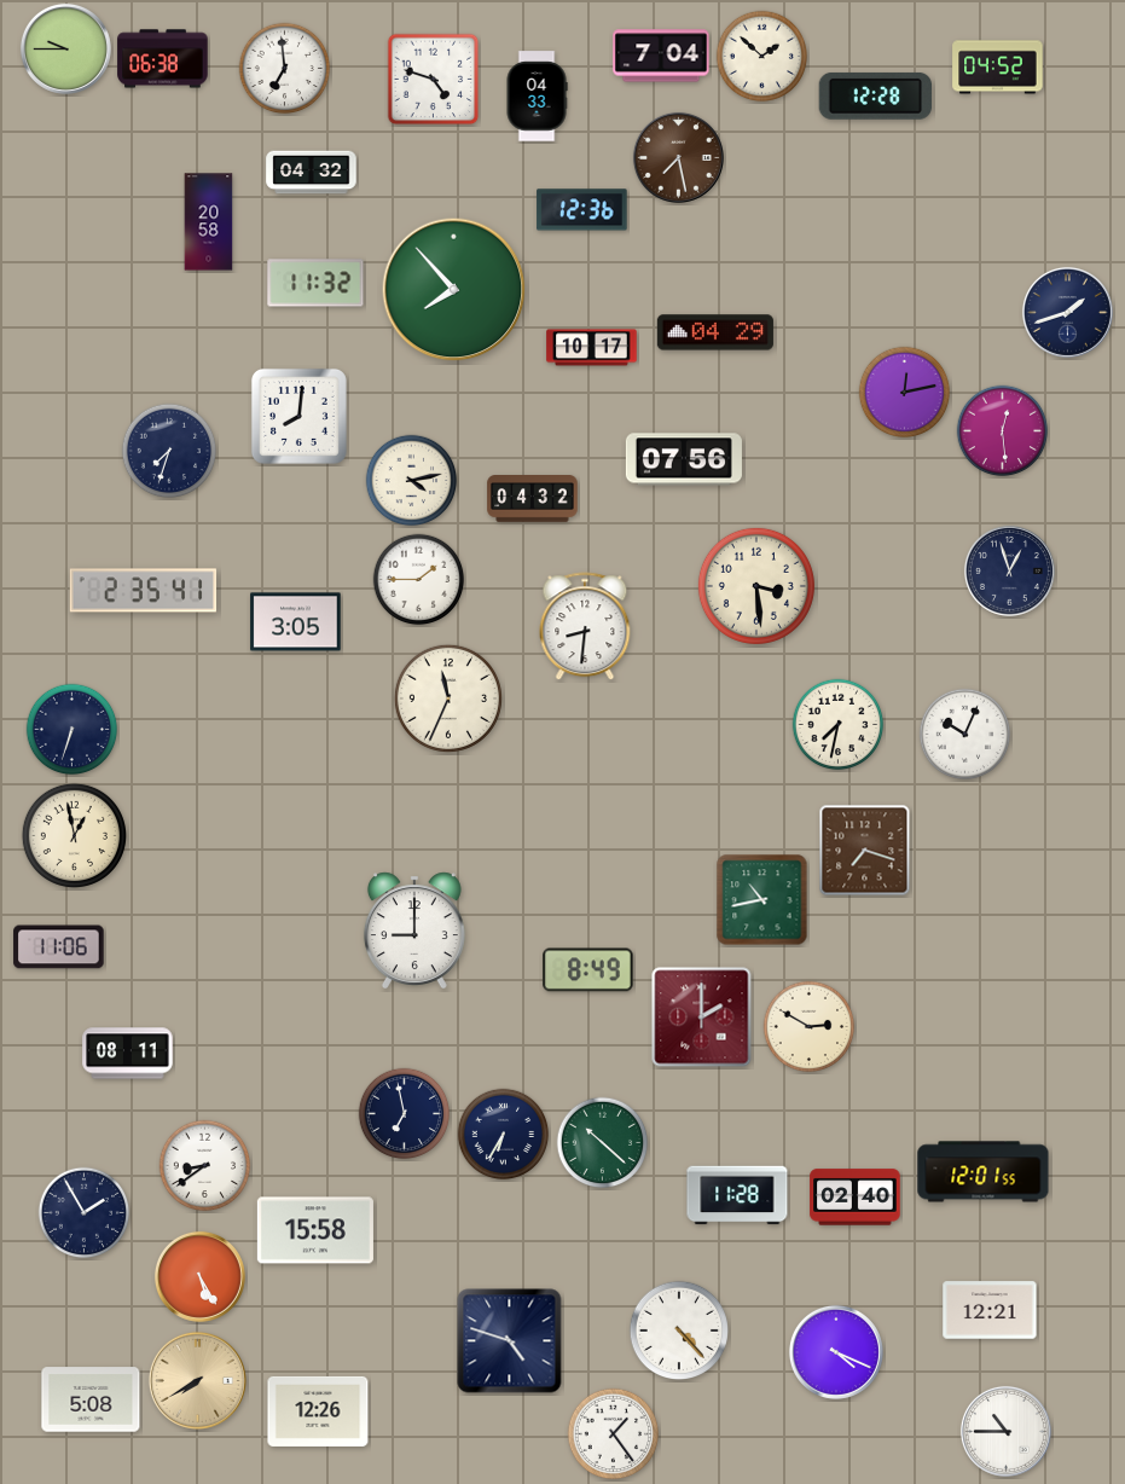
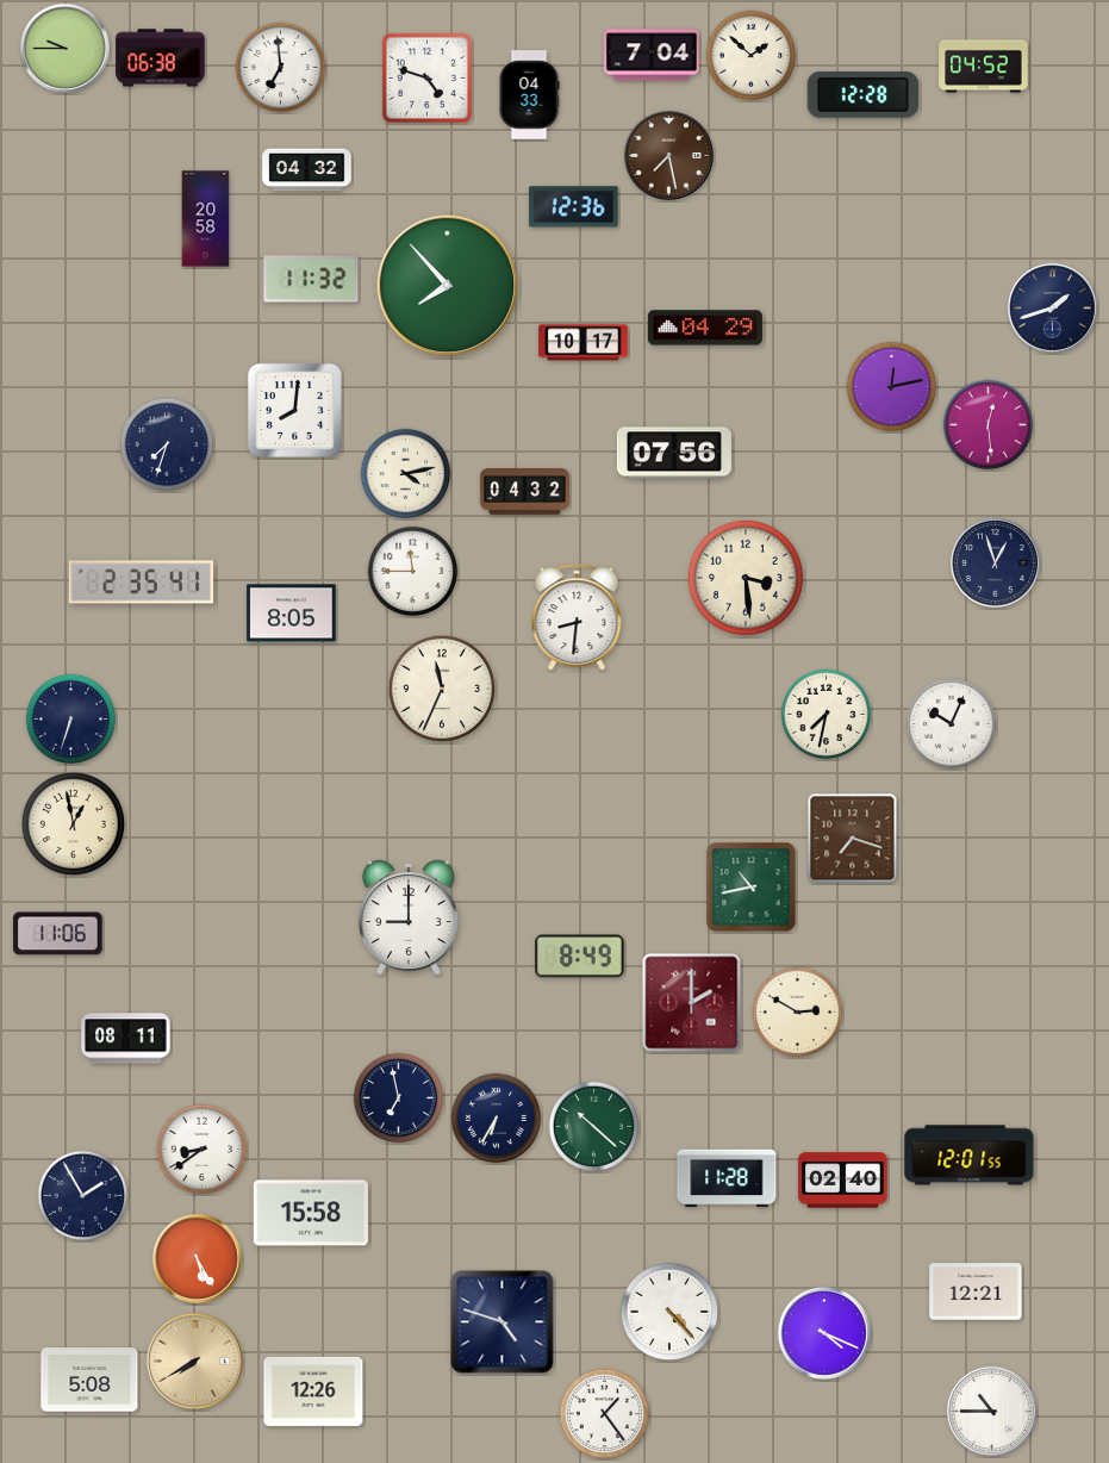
clock at (419, 580): 1:45 -> 11:45
clock at (296, 622): 3:05 -> 8:05
